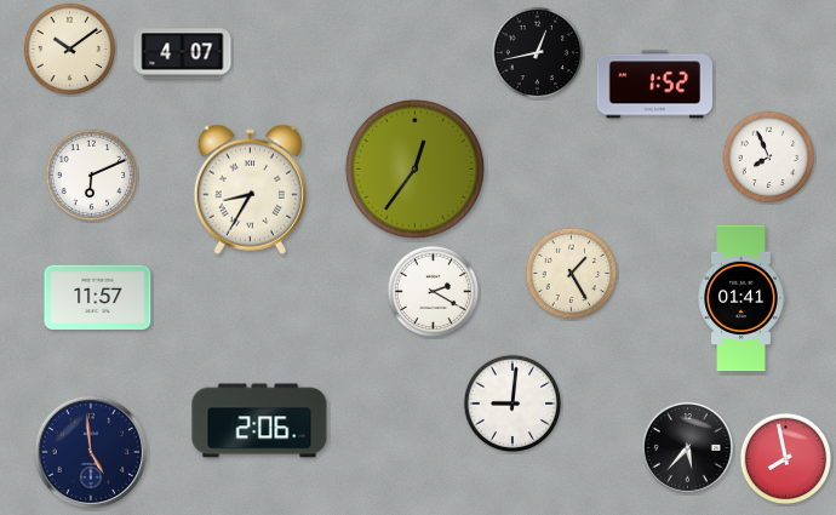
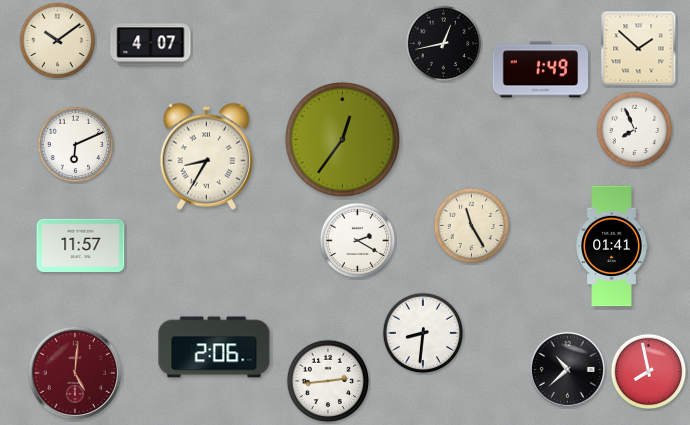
clock at (639, 49): none -> 1:52
clock at (654, 85): 1:52 -> 1:49
clock at (572, 274): 1:25 -> 11:25
clock at (513, 404): 9:01 -> 8:31
clock at (687, 447): 5:37 -> 10:38
clock at (91, 452): 4:59 -> 5:01
clock at (91, 452) dial: navy -> burgundy
clock at (786, 459) position: (786, 459) -> (649, 372)
clock at (328, 381): none -> 2:44
